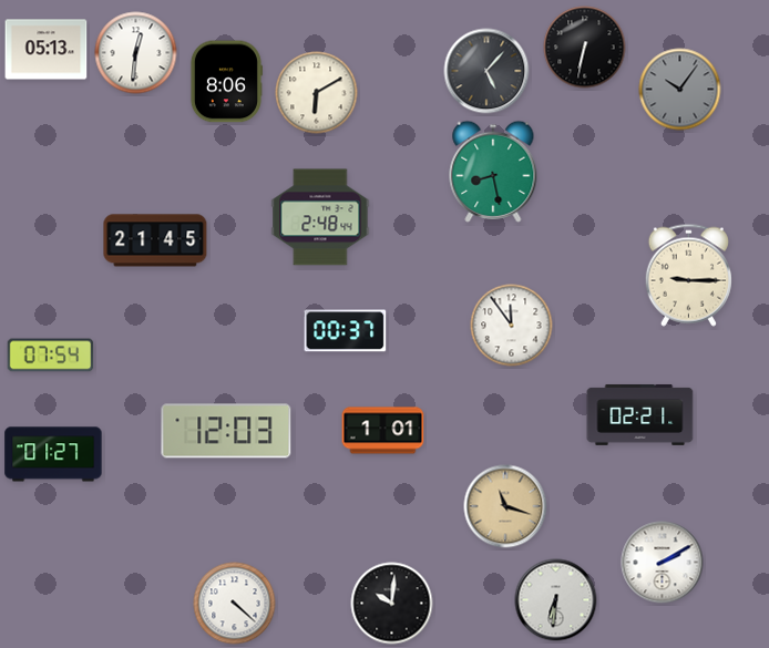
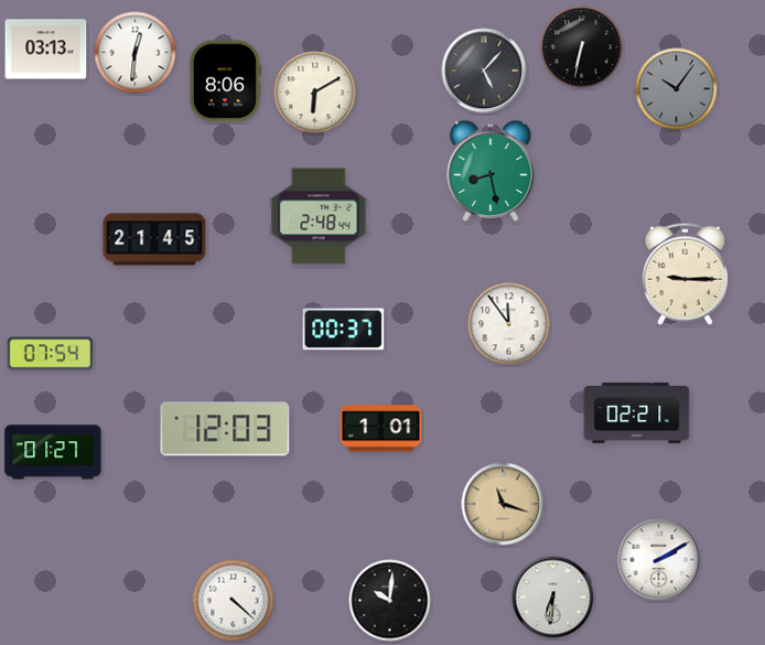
clock at (47, 50): 05:13 -> 03:13
